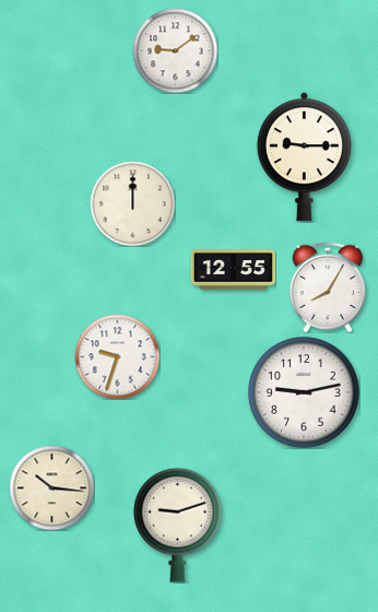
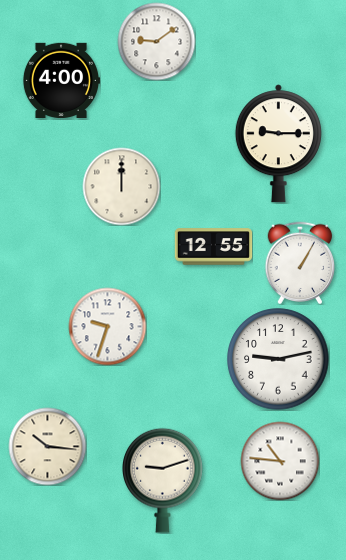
clock at (175, 50) position: (175, 50) -> (156, 41)
clock at (61, 80): none -> 4:00
clock at (328, 287): 8:05 -> 1:05
clock at (280, 461): none -> 10:46
